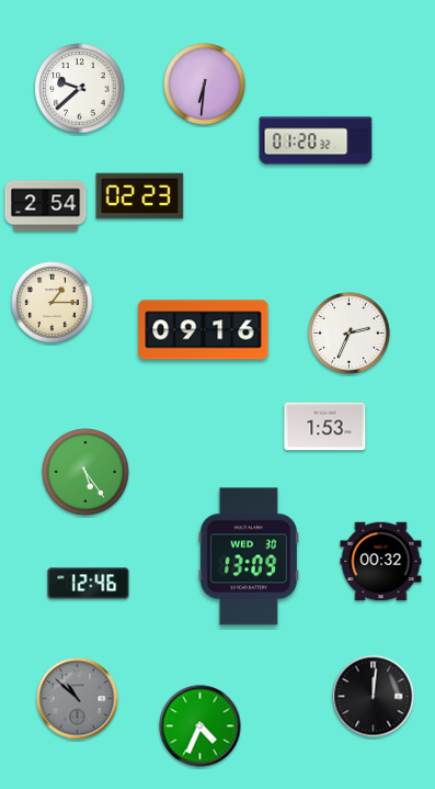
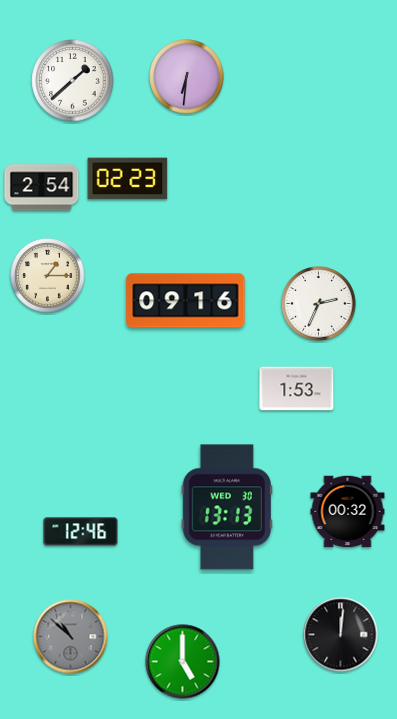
clock at (80, 89): 9:38 -> 1:38
clock at (316, 140): 01:20 -> none
clock at (85, 472): 5:24 -> none
clock at (249, 556): 13:09 -> 13:13
clock at (201, 726): 4:34 -> 5:00
